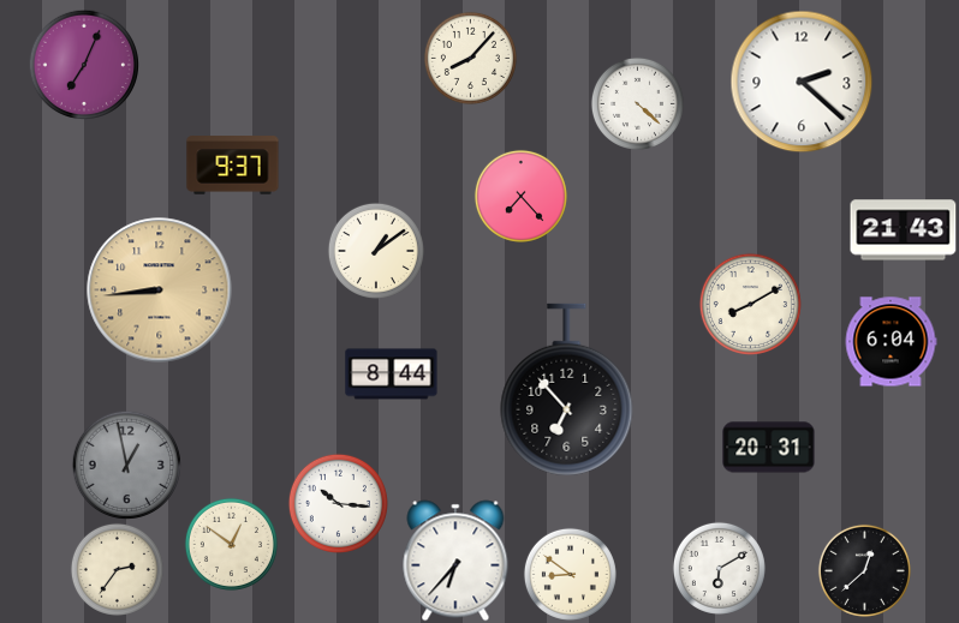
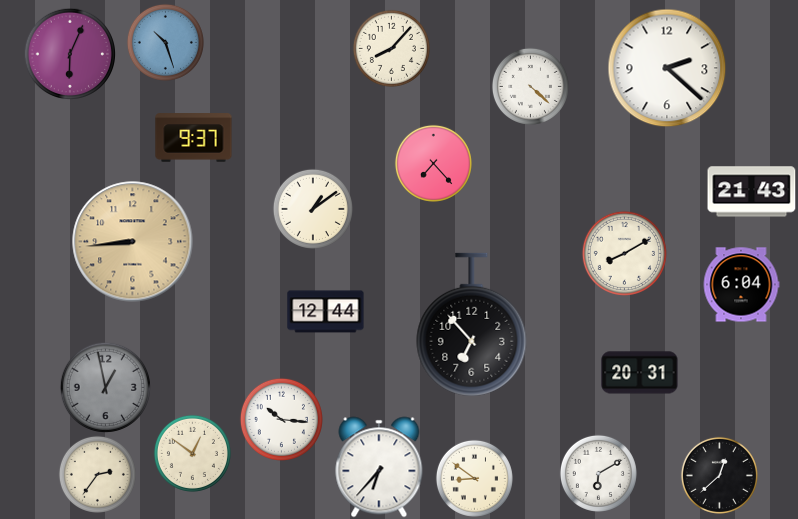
clock at (165, 42): none -> 10:27
clock at (84, 65): 7:04 -> 6:04
clock at (392, 375): 8:44 -> 12:44
